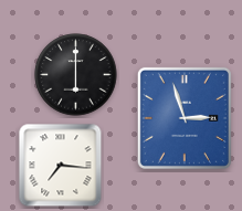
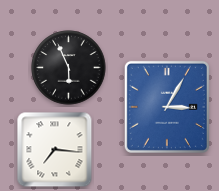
clock at (76, 75): 6:00 -> 5:56
clock at (185, 118): 2:57 -> 3:05
